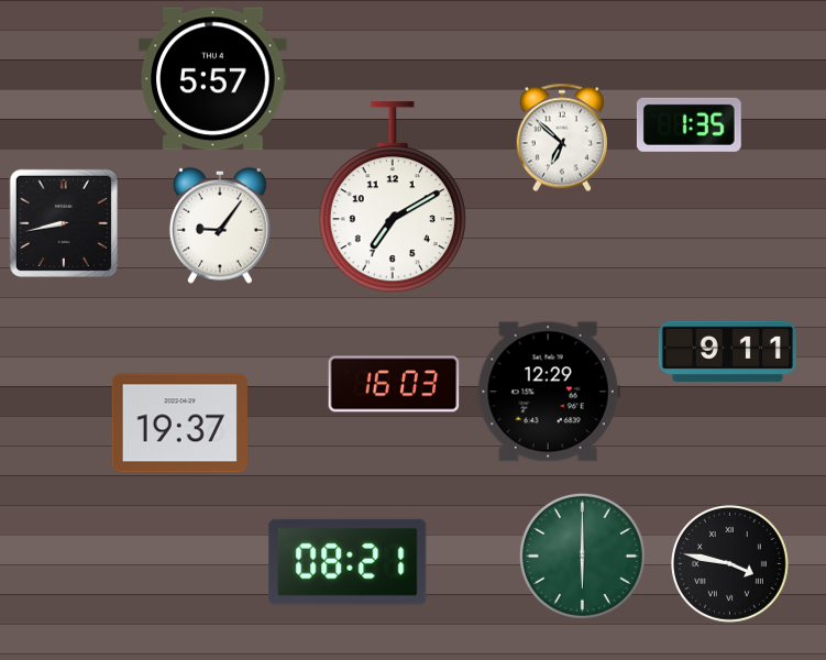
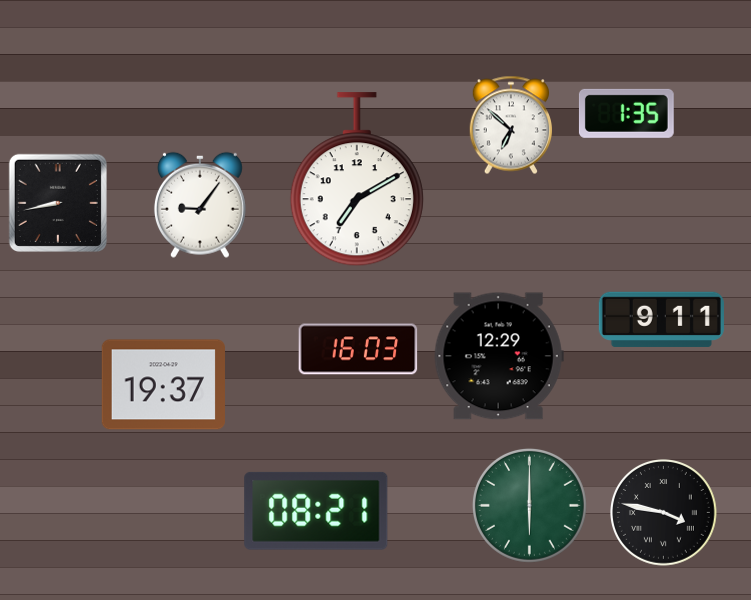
clock at (213, 79): 5:57 -> none
